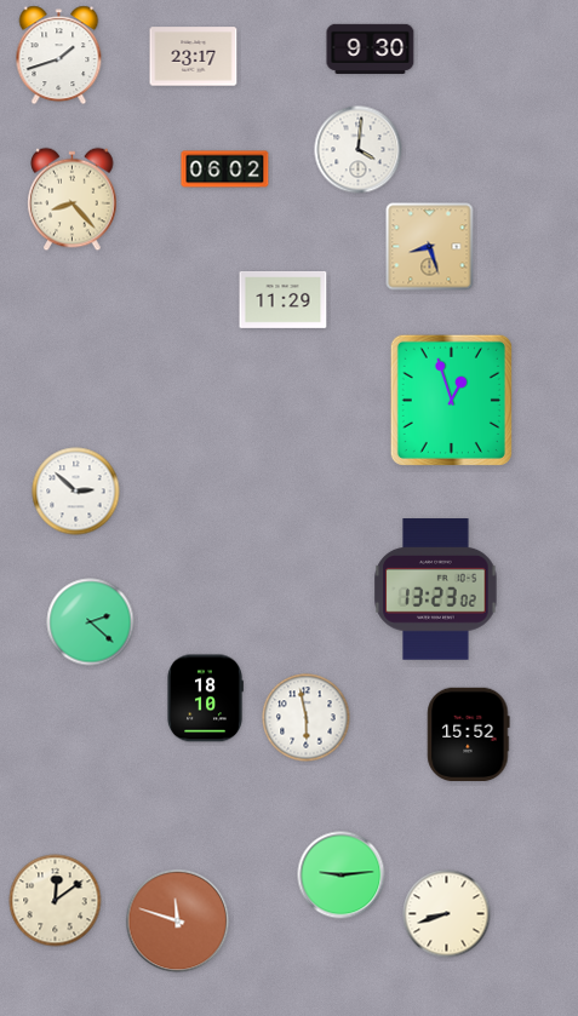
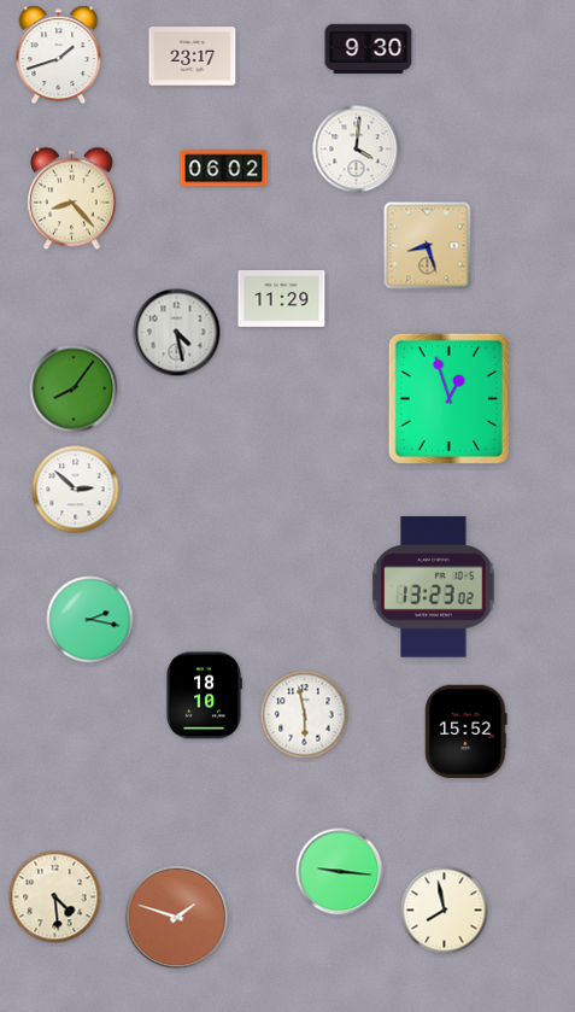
clock at (177, 333): none -> 4:28
clock at (74, 388): none -> 8:06
clock at (91, 622): 2:22 -> 2:17
clock at (342, 876): 9:14 -> 9:16
clock at (56, 901): 12:09 -> 4:29
clock at (447, 914): 8:42 -> 7:58
clock at (178, 922): 11:48 -> 1:48
